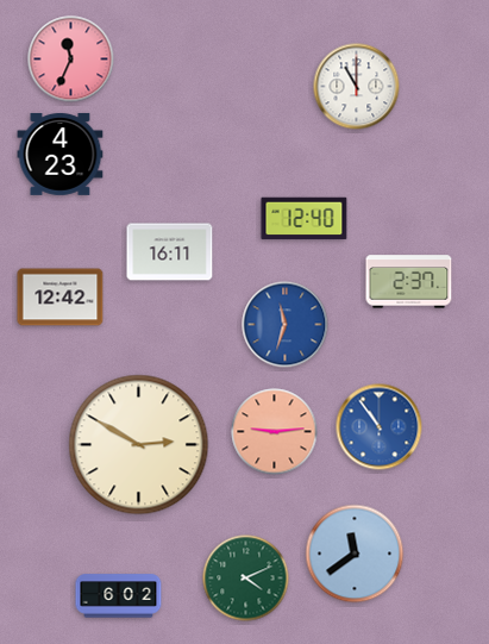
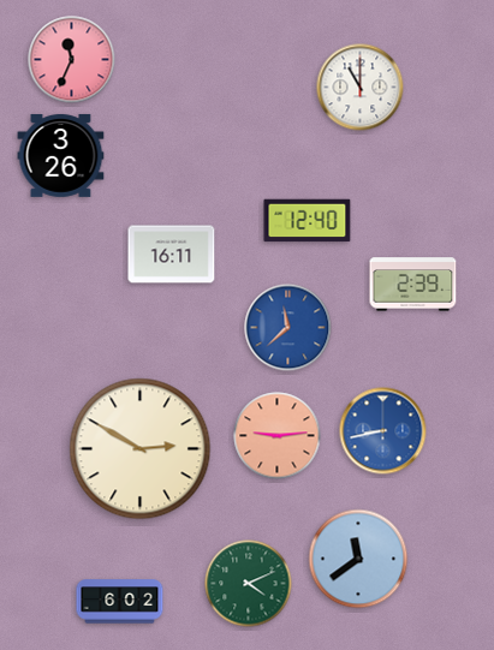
clock at (61, 154): 4:23 -> 3:26
clock at (409, 282): 2:37 -> 2:39
clock at (61, 298): 12:42 -> none
clock at (286, 325): 11:33 -> 11:38
clock at (380, 427): 10:54 -> 8:43
